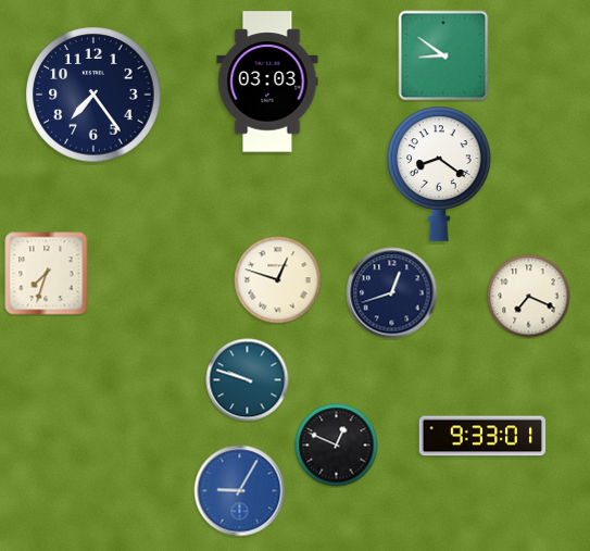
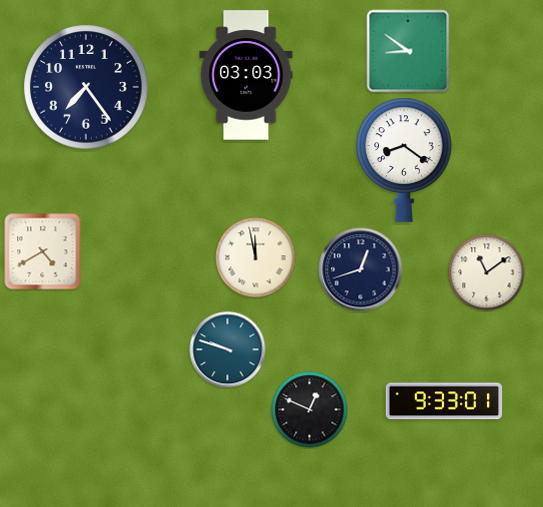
clock at (47, 274): 7:33 -> 4:40
clock at (278, 280): 12:48 -> 11:58
clock at (529, 297): 7:19 -> 11:09
clock at (240, 491): 9:05 -> none
